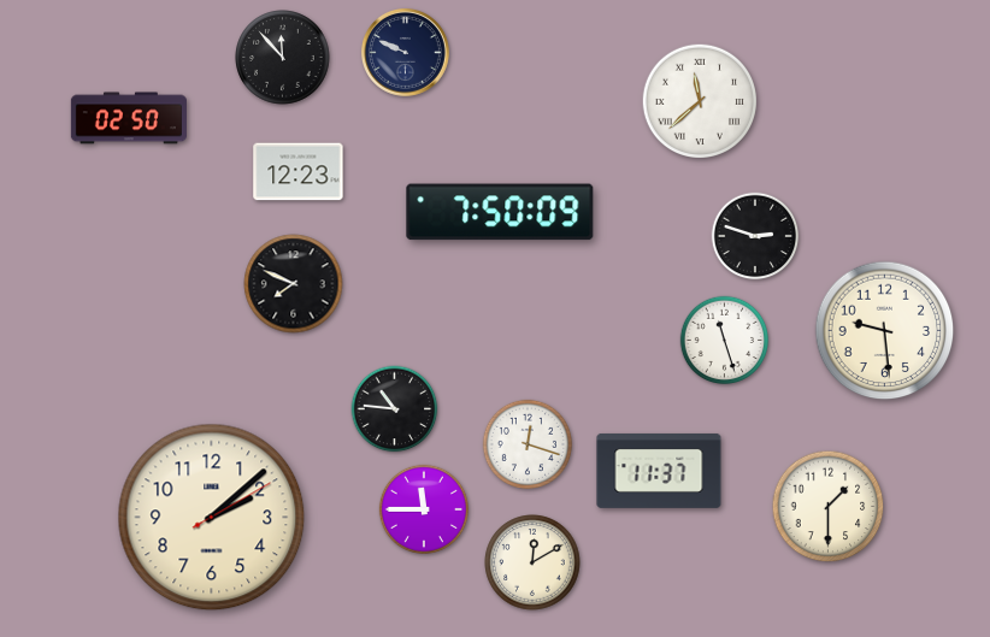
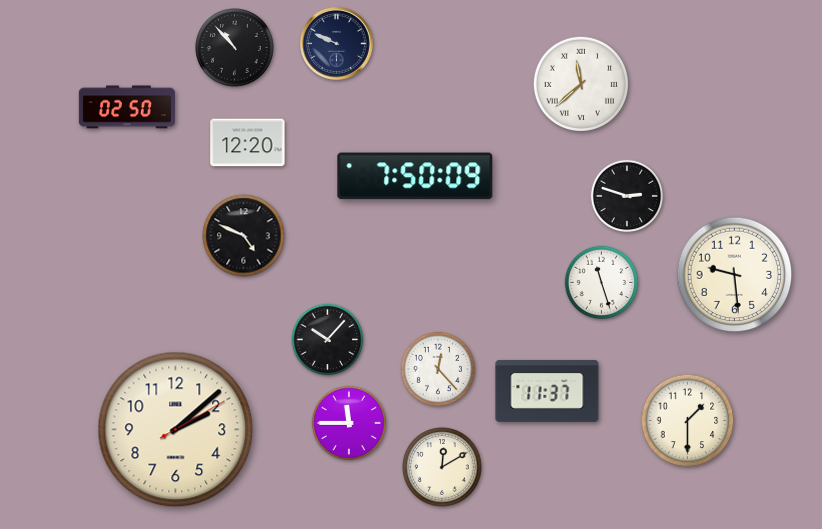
clock at (283, 58): 11:53 -> 10:53
clock at (129, 118) position: (129, 118) -> (127, 107)
clock at (299, 172): 12:23 -> 12:20
clock at (294, 284): 7:49 -> 4:49
clock at (395, 409): 10:46 -> 10:07
clock at (526, 443): 12:18 -> 12:23
clock at (423, 508) position: (423, 508) -> (348, 422)
